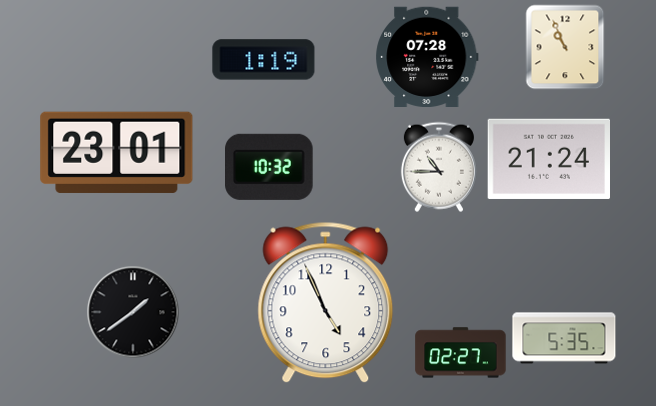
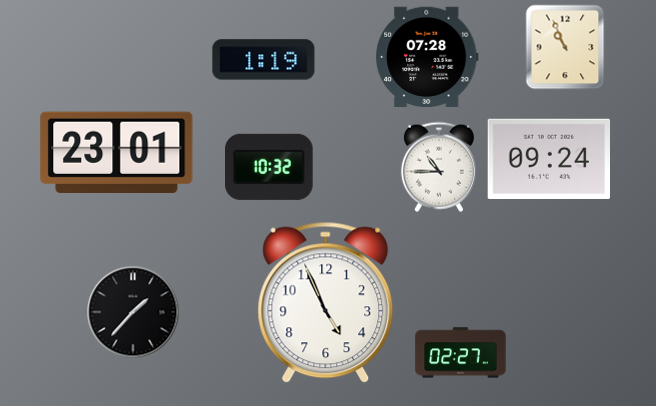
clock at (548, 159): 21:24 -> 09:24
clock at (133, 312): 1:39 -> 1:37
clock at (564, 338): 5:35 -> none
